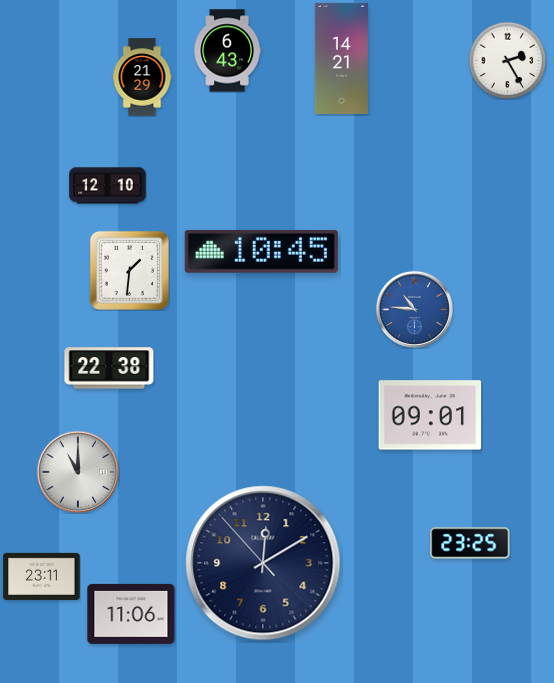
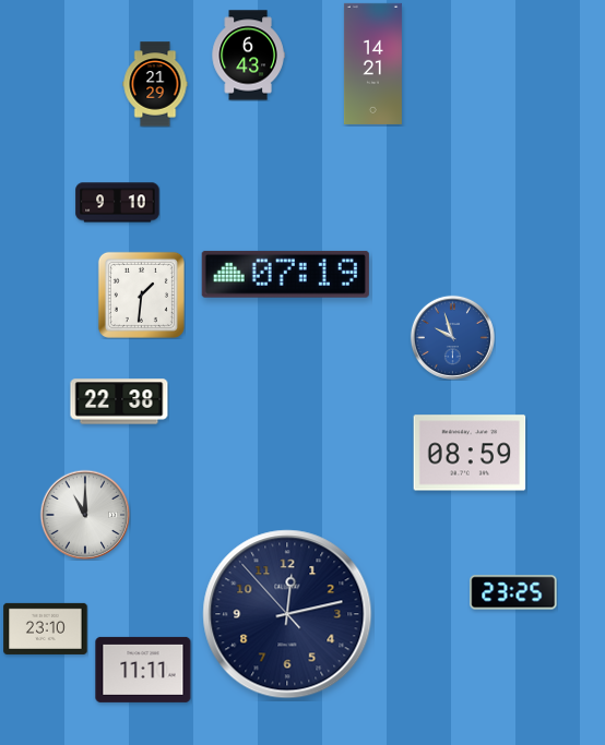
clock at (507, 60): 2:25 -> none
clock at (108, 186): 12:10 -> 9:10
clock at (261, 251): 10:45 -> 07:19
clock at (414, 309): 10:46 -> 9:57
clock at (430, 415): 09:01 -> 08:59
clock at (263, 563): 12:09 -> 12:12
clock at (42, 576): 23:11 -> 23:10
clock at (131, 614): 11:06 -> 11:11
